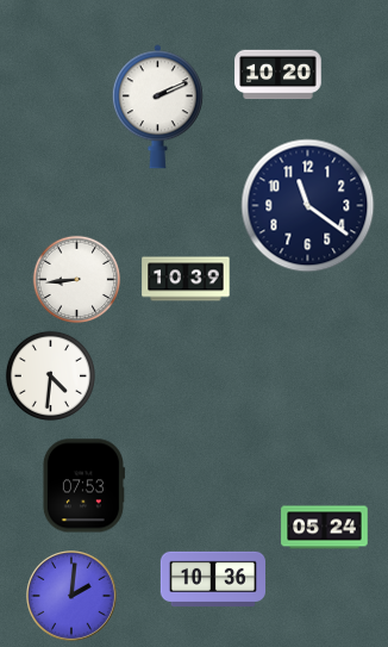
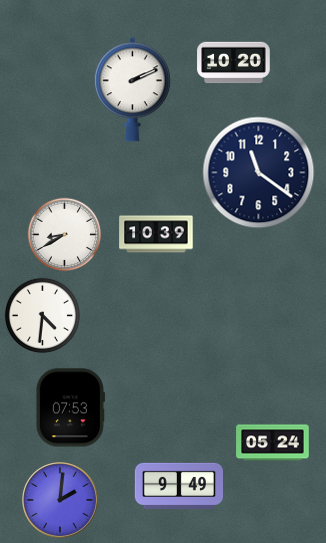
clock at (77, 280): 8:44 -> 8:40
clock at (212, 579): 10:36 -> 9:49
